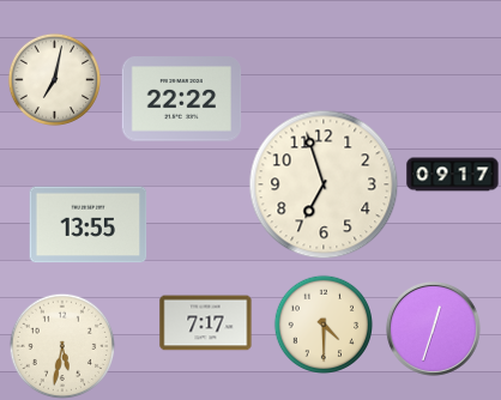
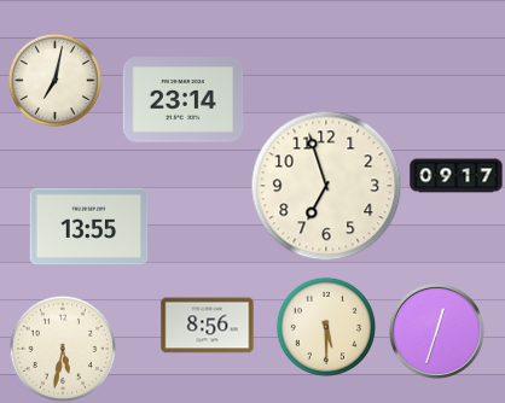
clock at (182, 99): 22:22 -> 23:14
clock at (206, 323): 7:17 -> 8:56
clock at (322, 323): 4:30 -> 5:30
